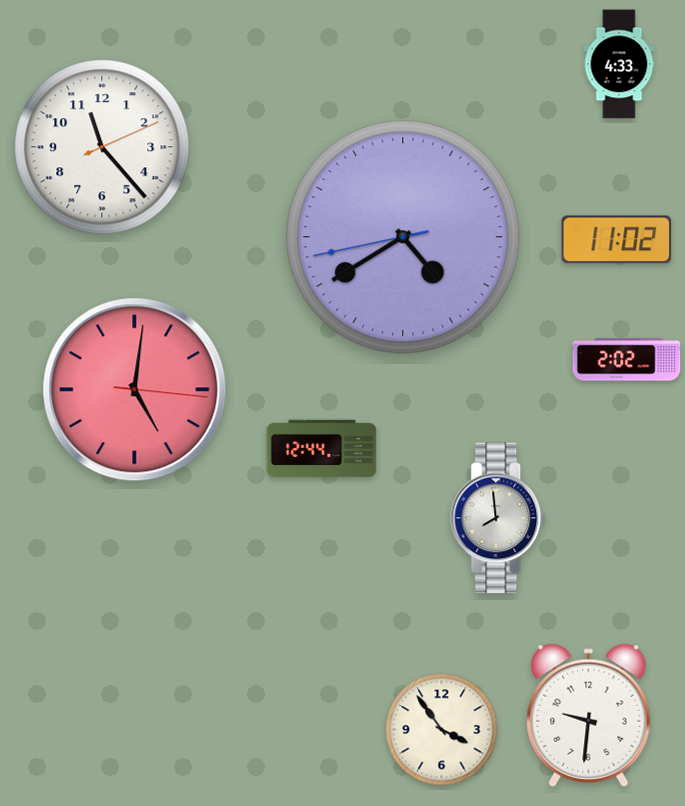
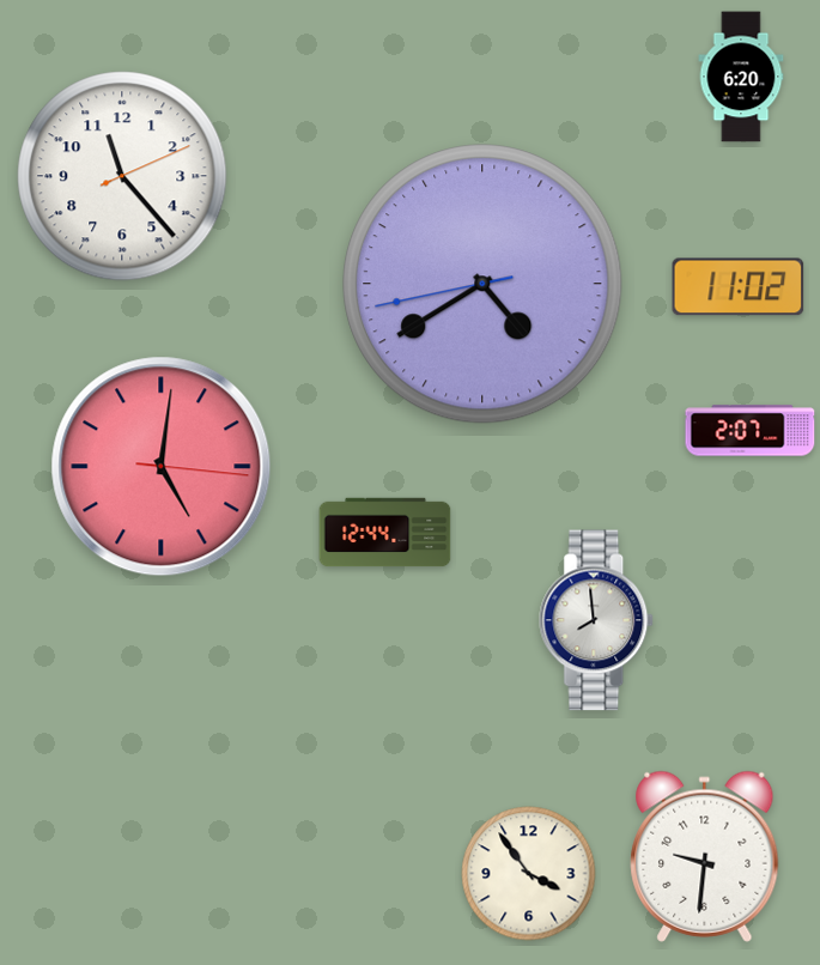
clock at (619, 64): 4:33 -> 6:20
clock at (627, 360): 2:02 -> 2:07
clock at (322, 449) position: (322, 449) -> (385, 533)
